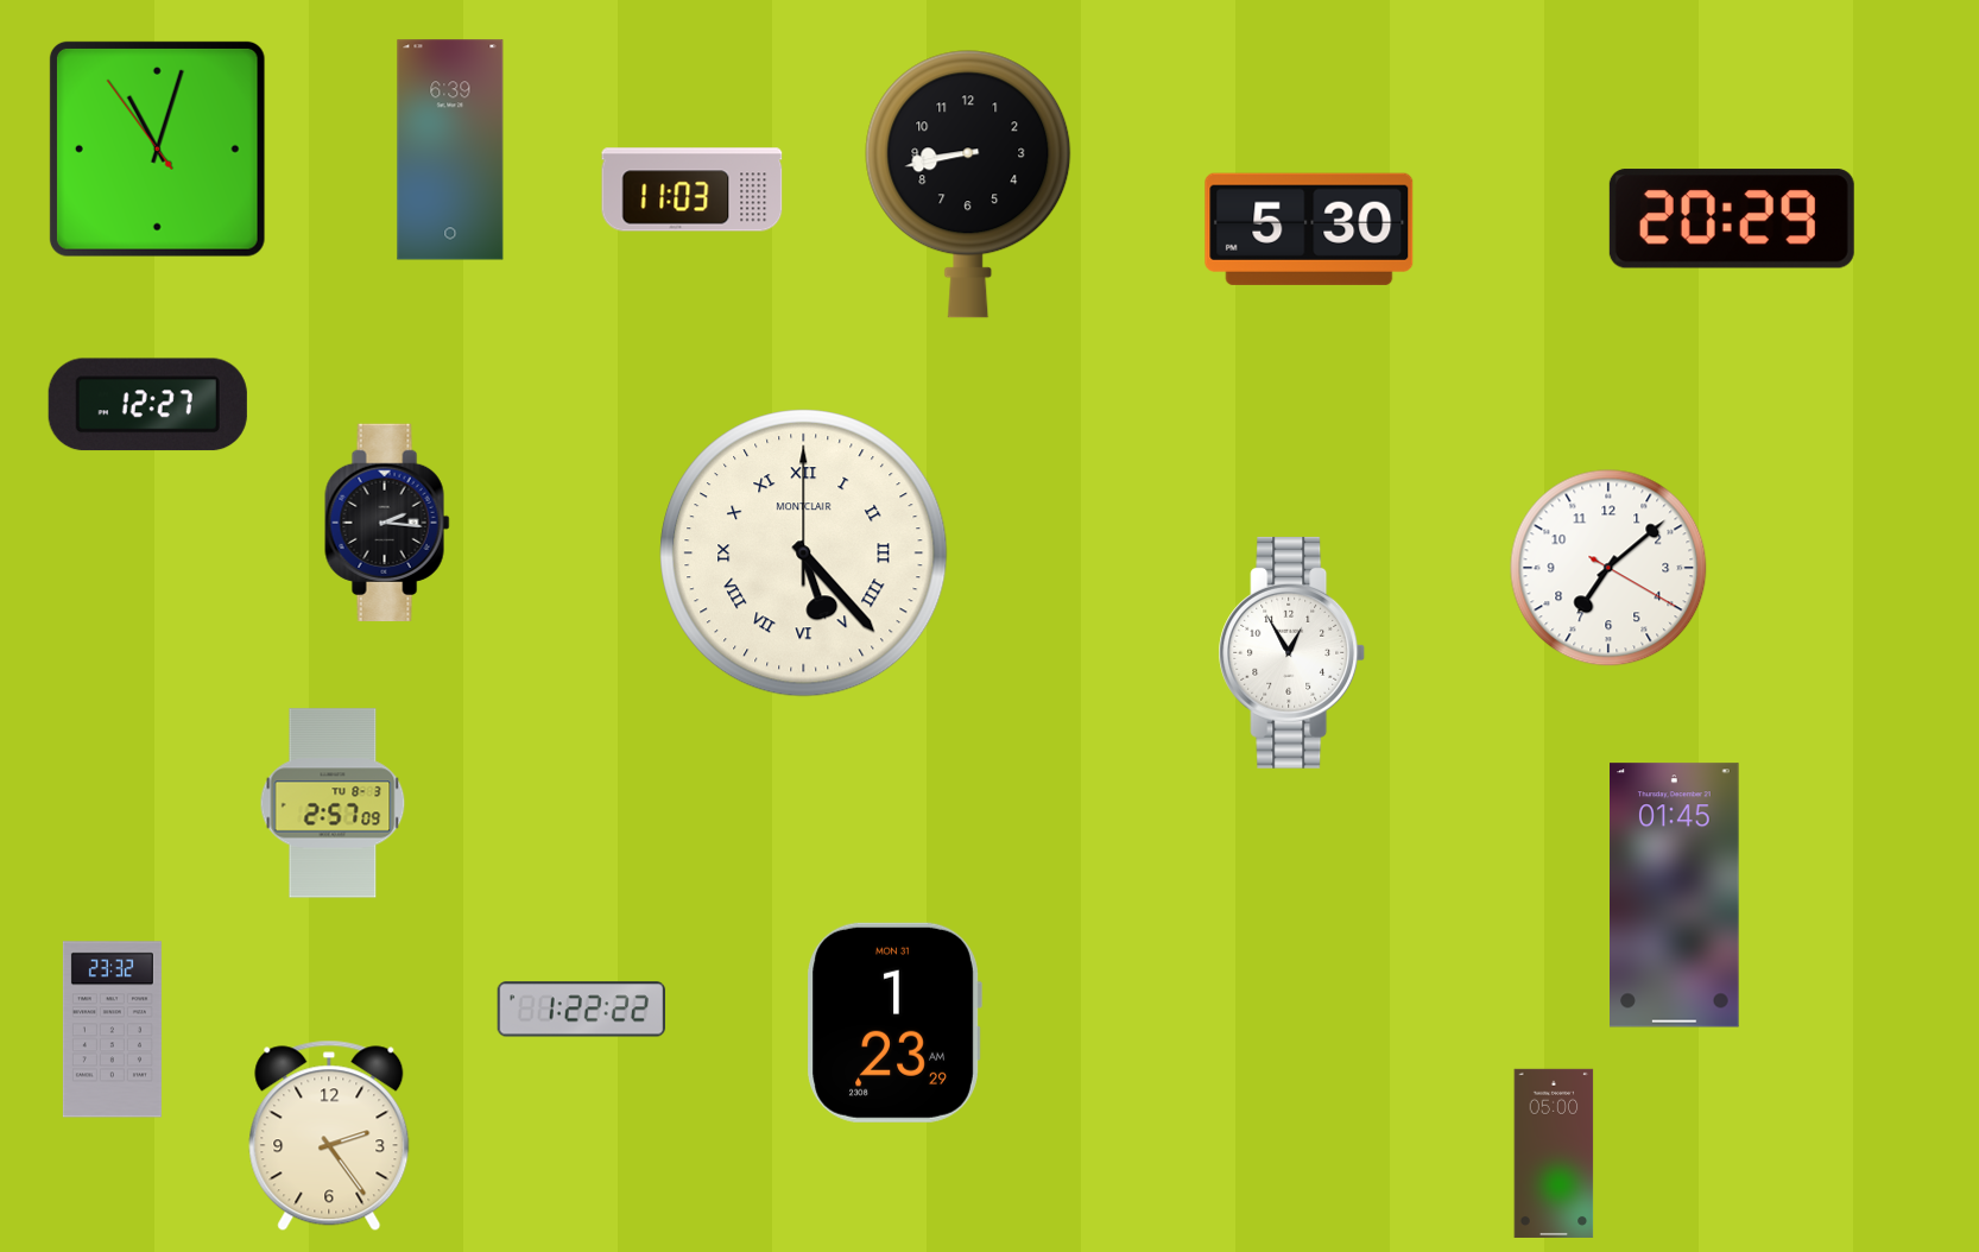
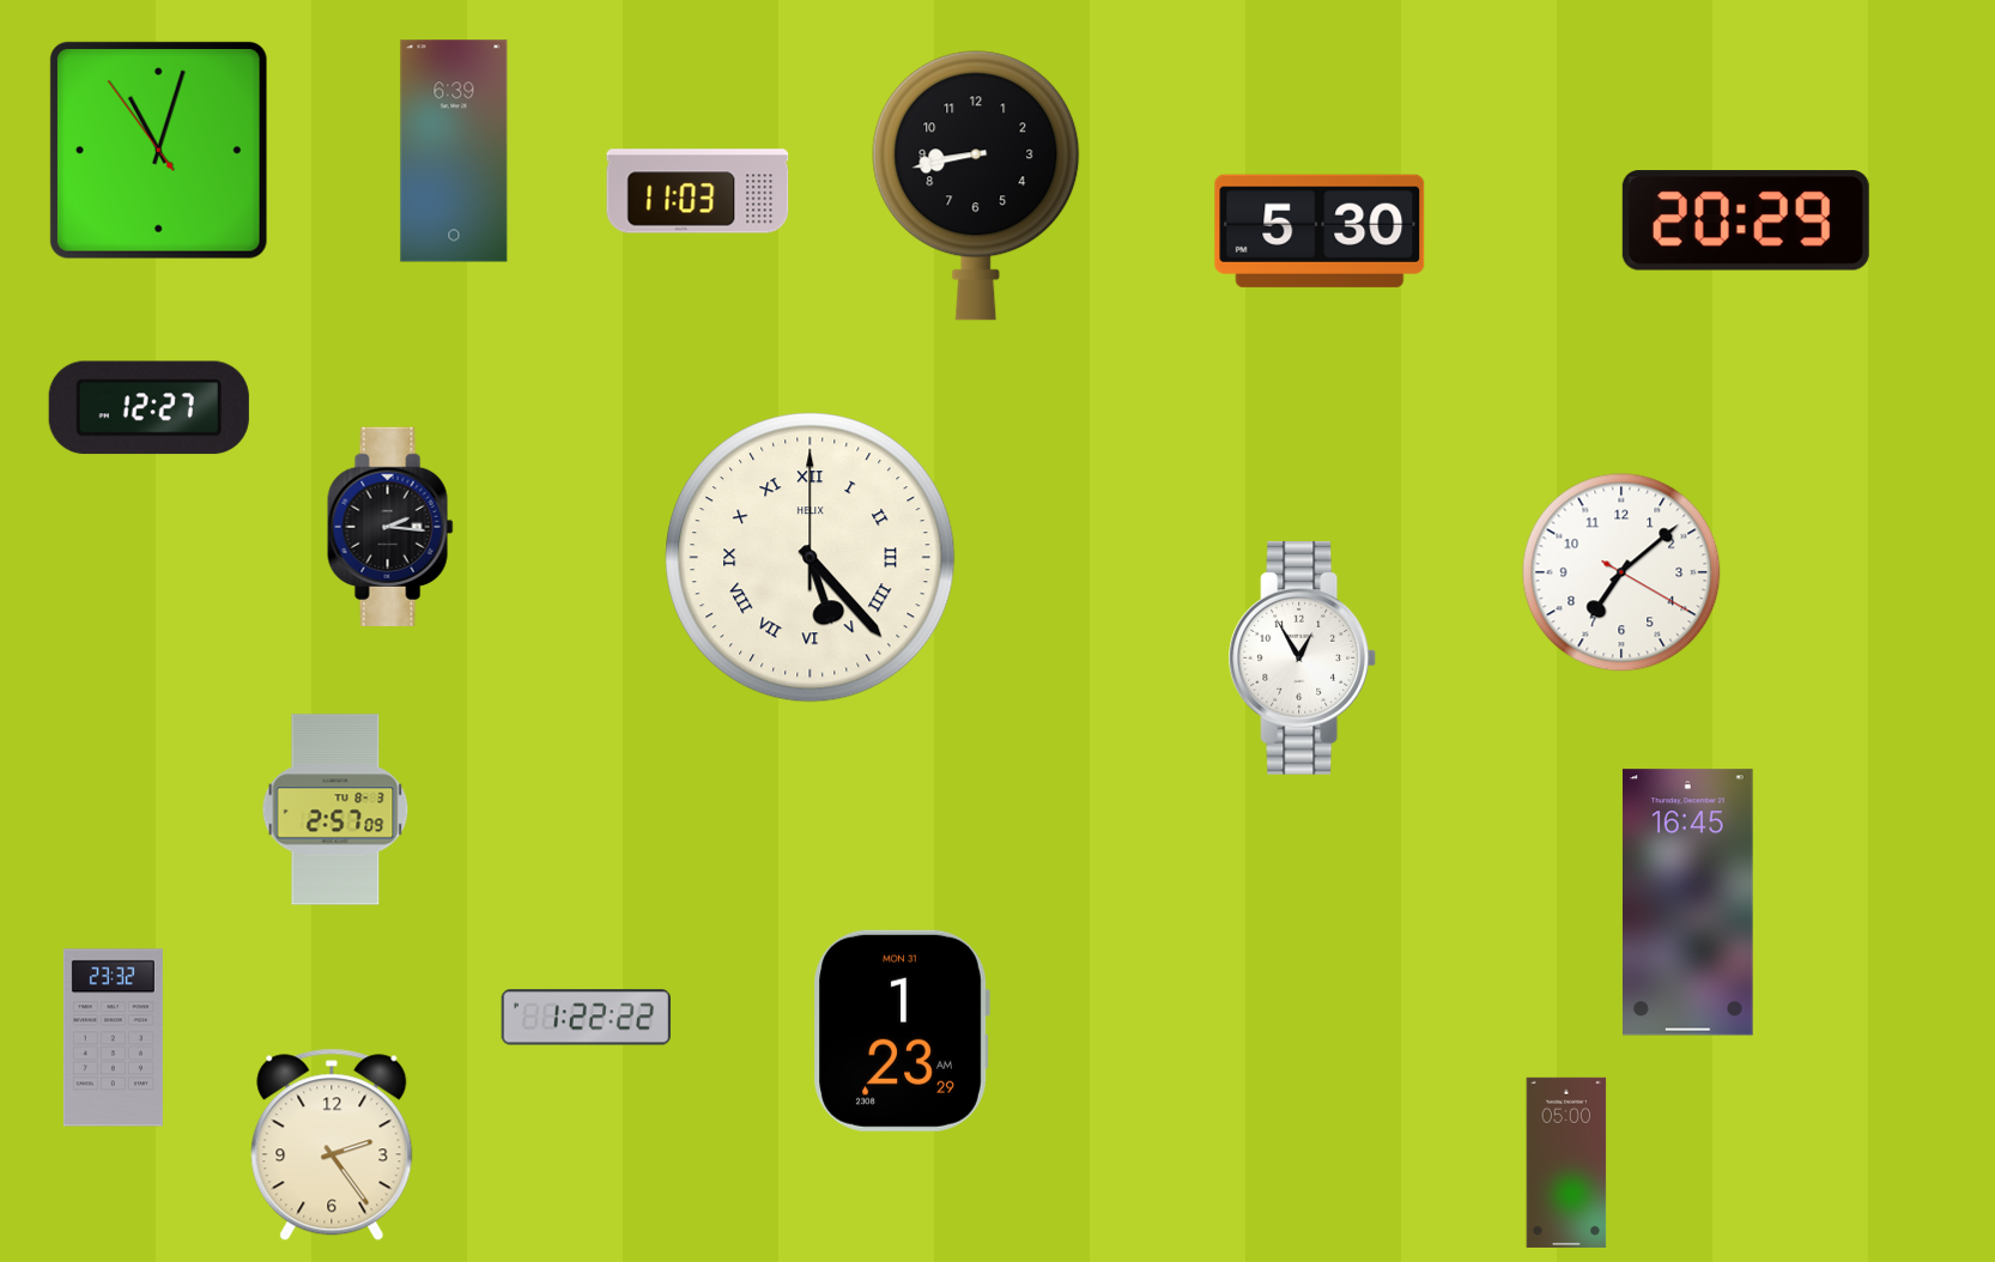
clock at (804, 554) brand: MONTCLAIR -> HELIX
clock at (1675, 896): 01:45 -> 16:45
